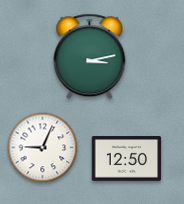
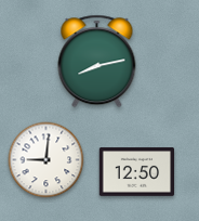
clock at (90, 57): 3:13 -> 8:13
clock at (43, 148): 9:04 -> 9:01
